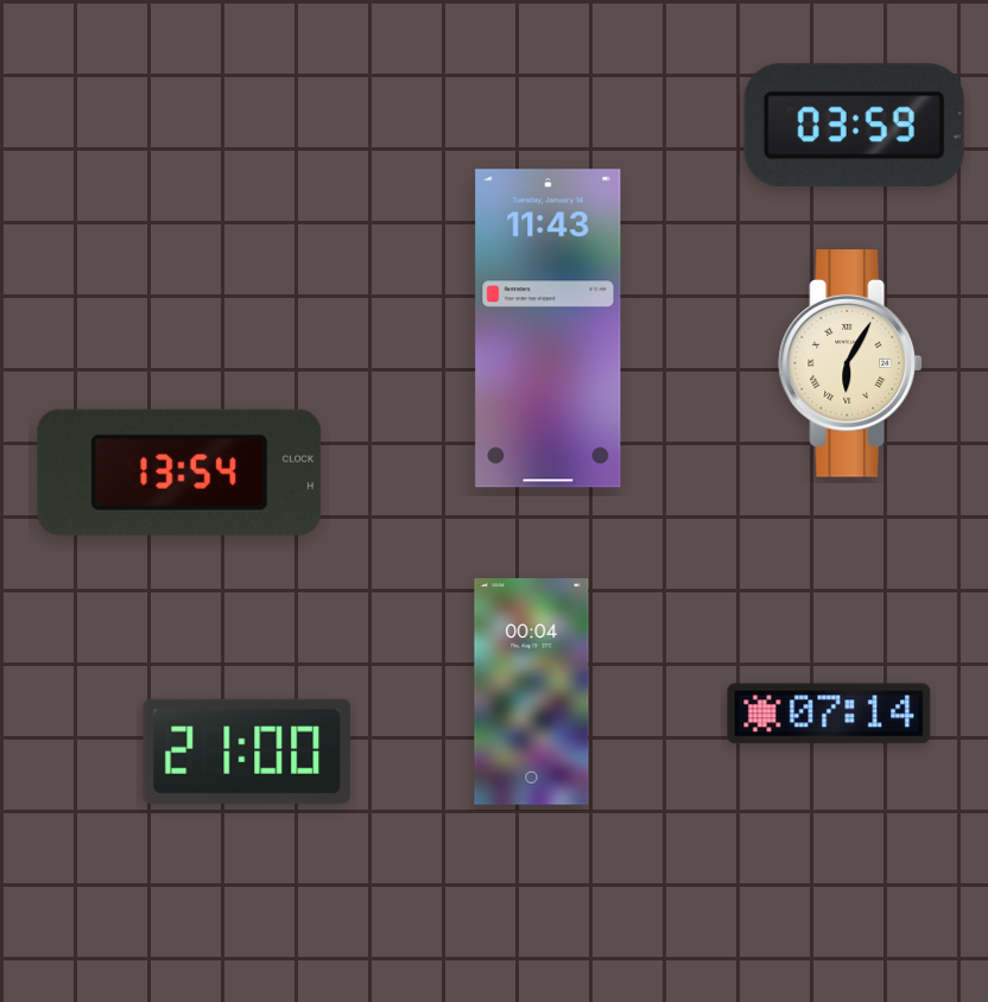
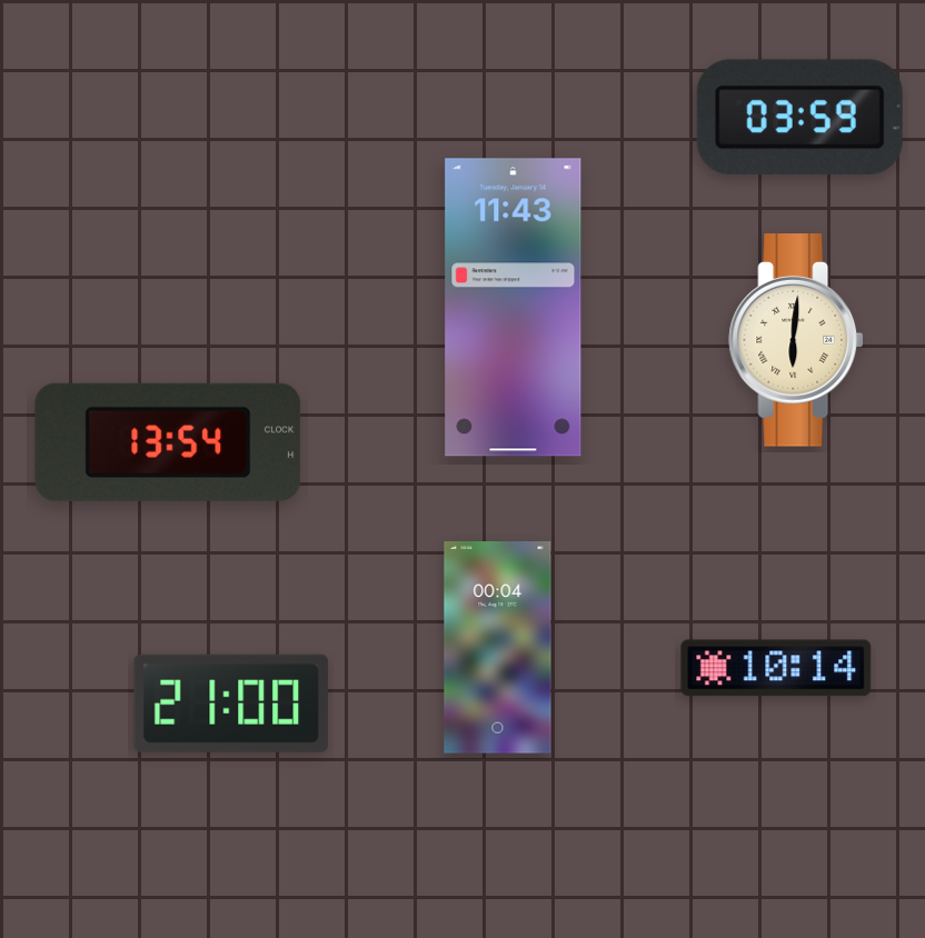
clock at (850, 363): 6:05 -> 6:01
clock at (829, 714): 07:14 -> 10:14
